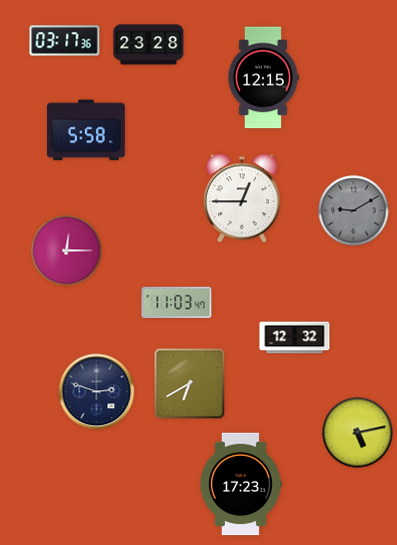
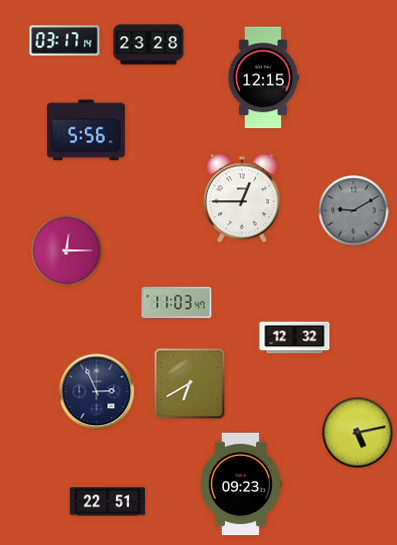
clock at (65, 41): 03:17:36 -> 03:17:14
clock at (86, 130): 5:58 -> 5:56
clock at (97, 392): 2:48 -> 2:56
clock at (240, 484): 17:23 -> 09:23
clock at (108, 502): none -> 22:51
